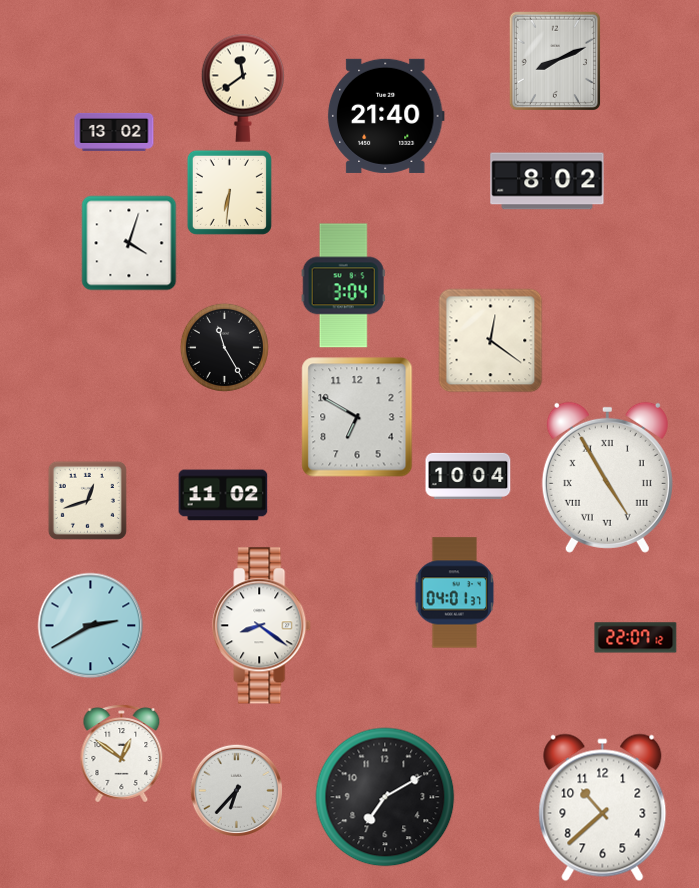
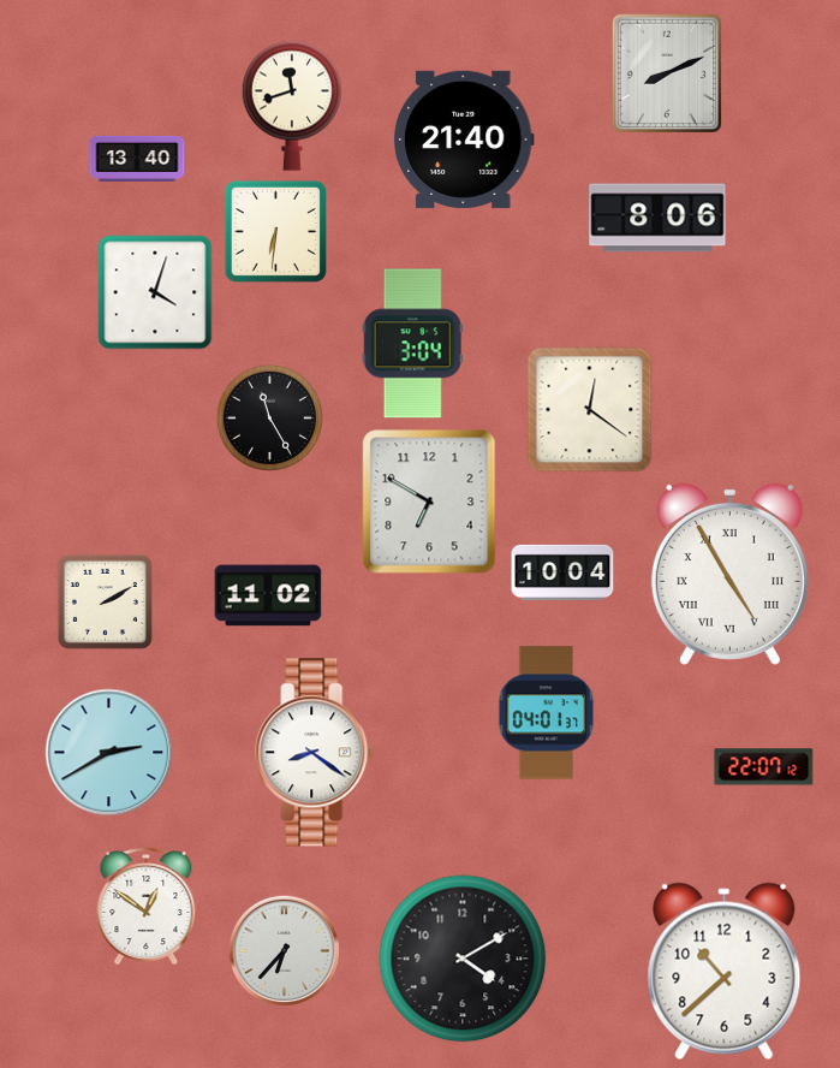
clock at (242, 88): 11:39 -> 11:42
clock at (114, 132): 13:02 -> 13:40
clock at (547, 181): 8:02 -> 8:06
clock at (87, 500): 12:42 -> 2:10
clock at (385, 797): 7:10 -> 4:10
